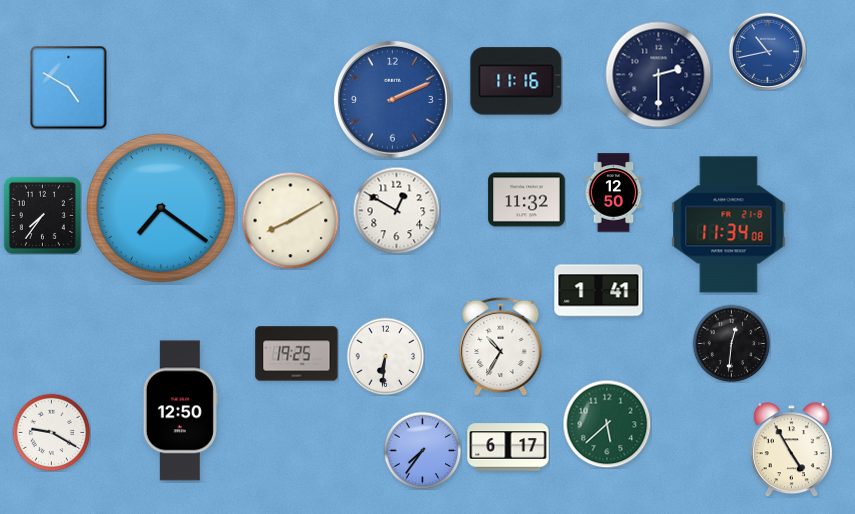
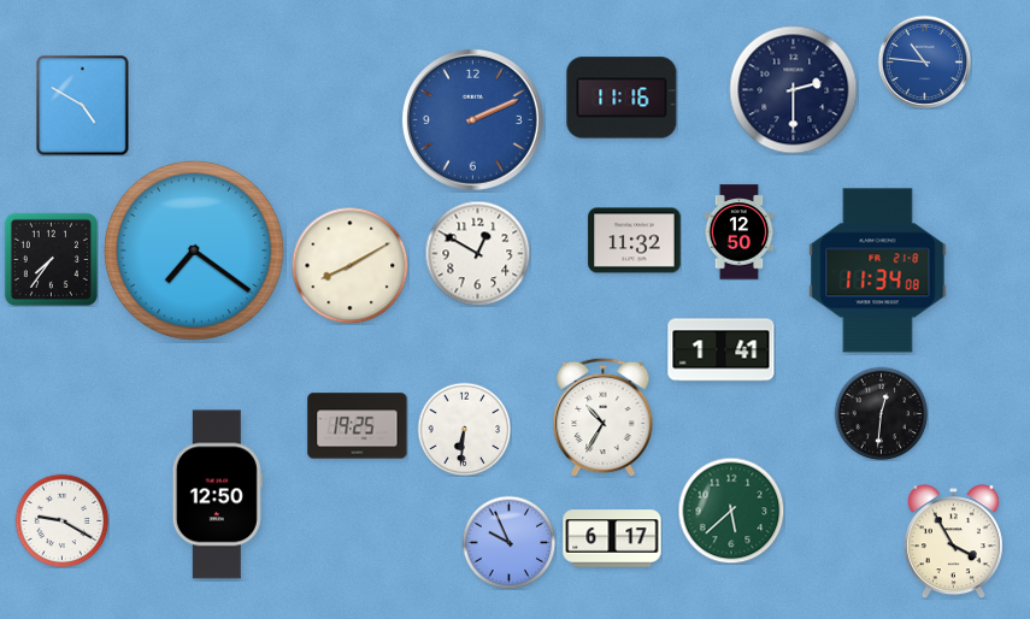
clock at (767, 51): 10:43 -> 10:46
clock at (422, 450): 7:36 -> 9:56
clock at (791, 450): 4:55 -> 3:55
